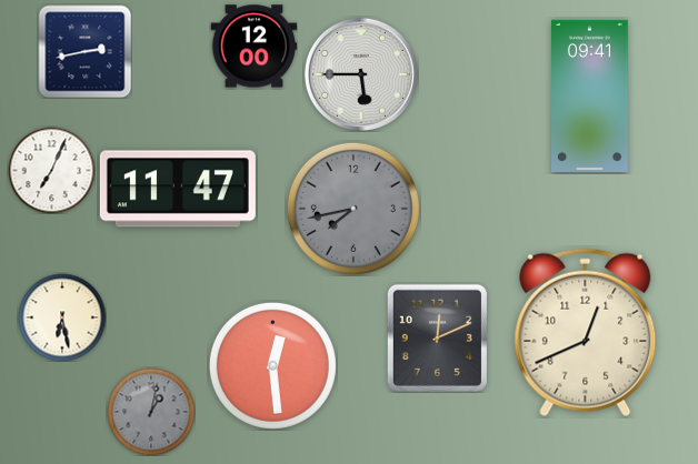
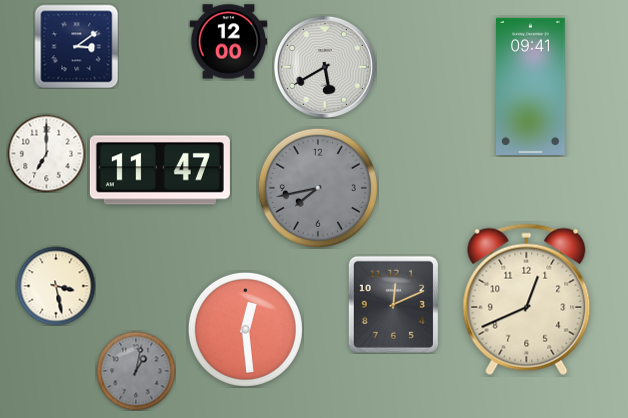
clock at (84, 51): 2:43 -> 3:09
clock at (361, 74): 5:45 -> 5:40
clock at (51, 170): 7:04 -> 7:00
clock at (62, 317): 6:28 -> 3:28
